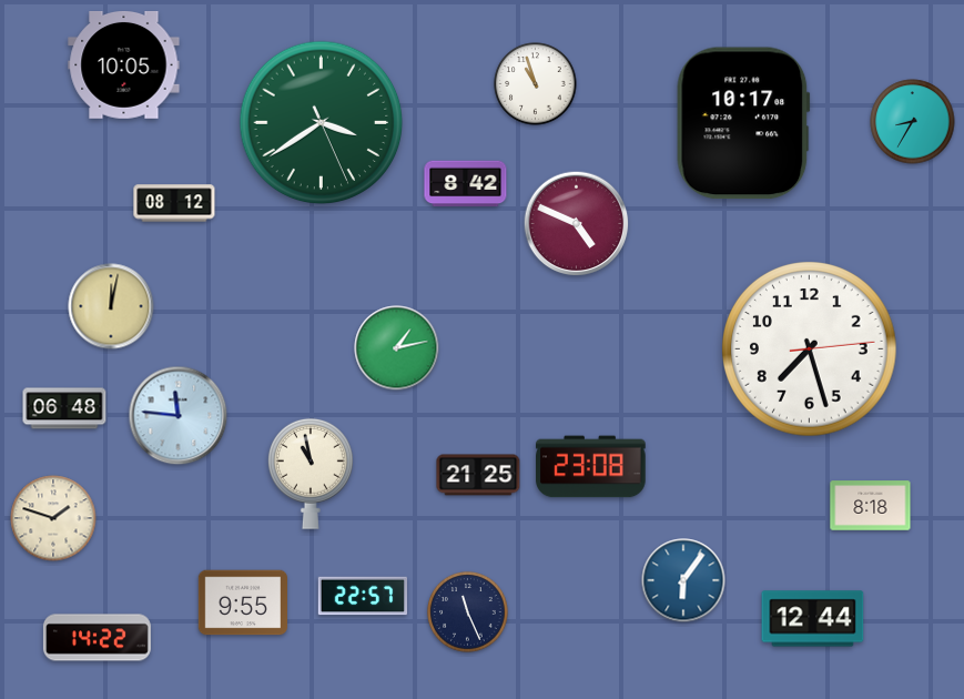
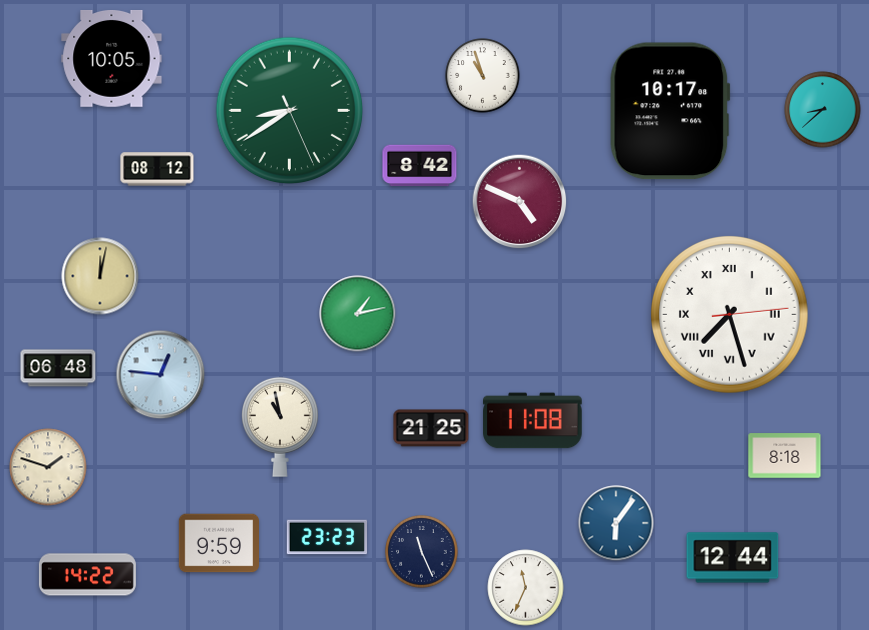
clock at (913, 122): 8:35 -> 8:38
clock at (322, 123): 3:39 -> 8:39
clock at (174, 203) position: (174, 203) -> (157, 169)
clock at (810, 349) numerals: Arabic -> Roman
clock at (179, 416): 11:46 -> 12:46
clock at (591, 467): 23:08 -> 11:08
clock at (362, 596): 22:57 -> 23:23
clock at (242, 602): 9:55 -> 9:59
clock at (526, 588): none -> 11:34
